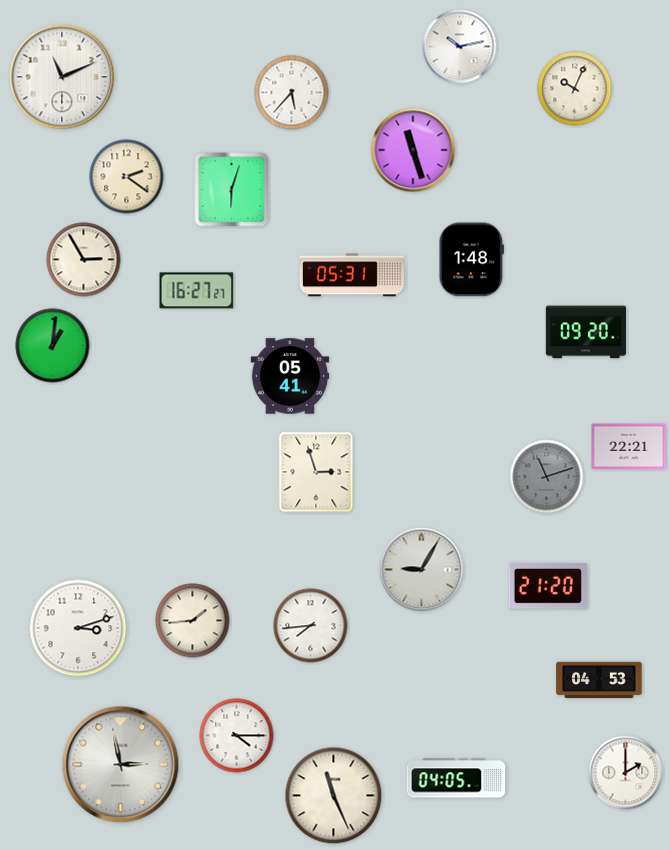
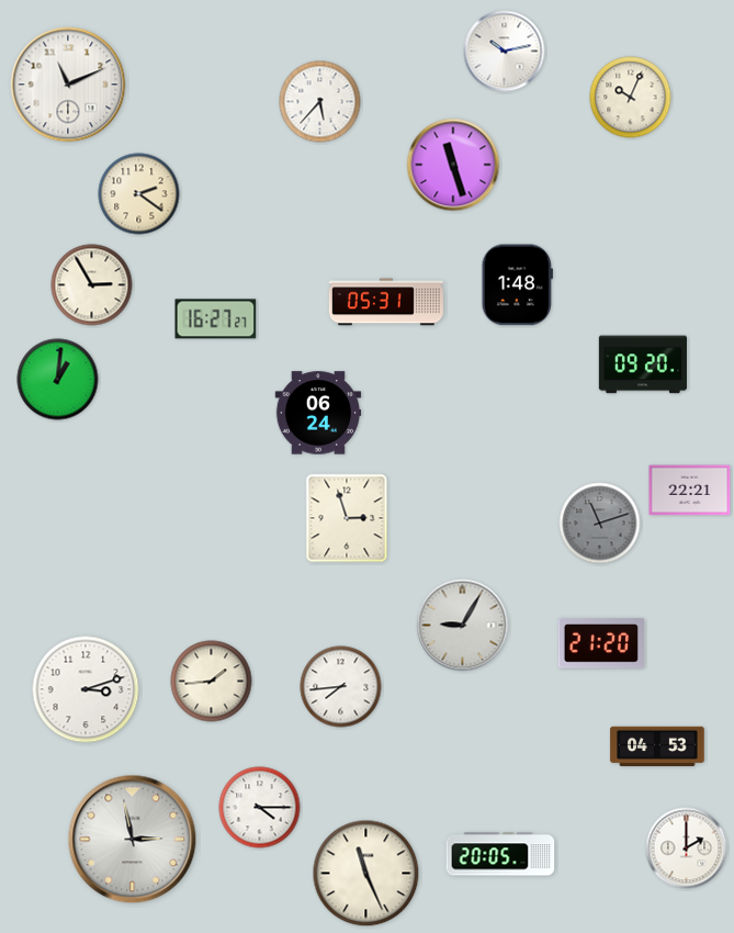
clock at (232, 190): 6:03 -> none
clock at (290, 376): 05:41 -> 06:24
clock at (456, 778): 04:05 -> 20:05
